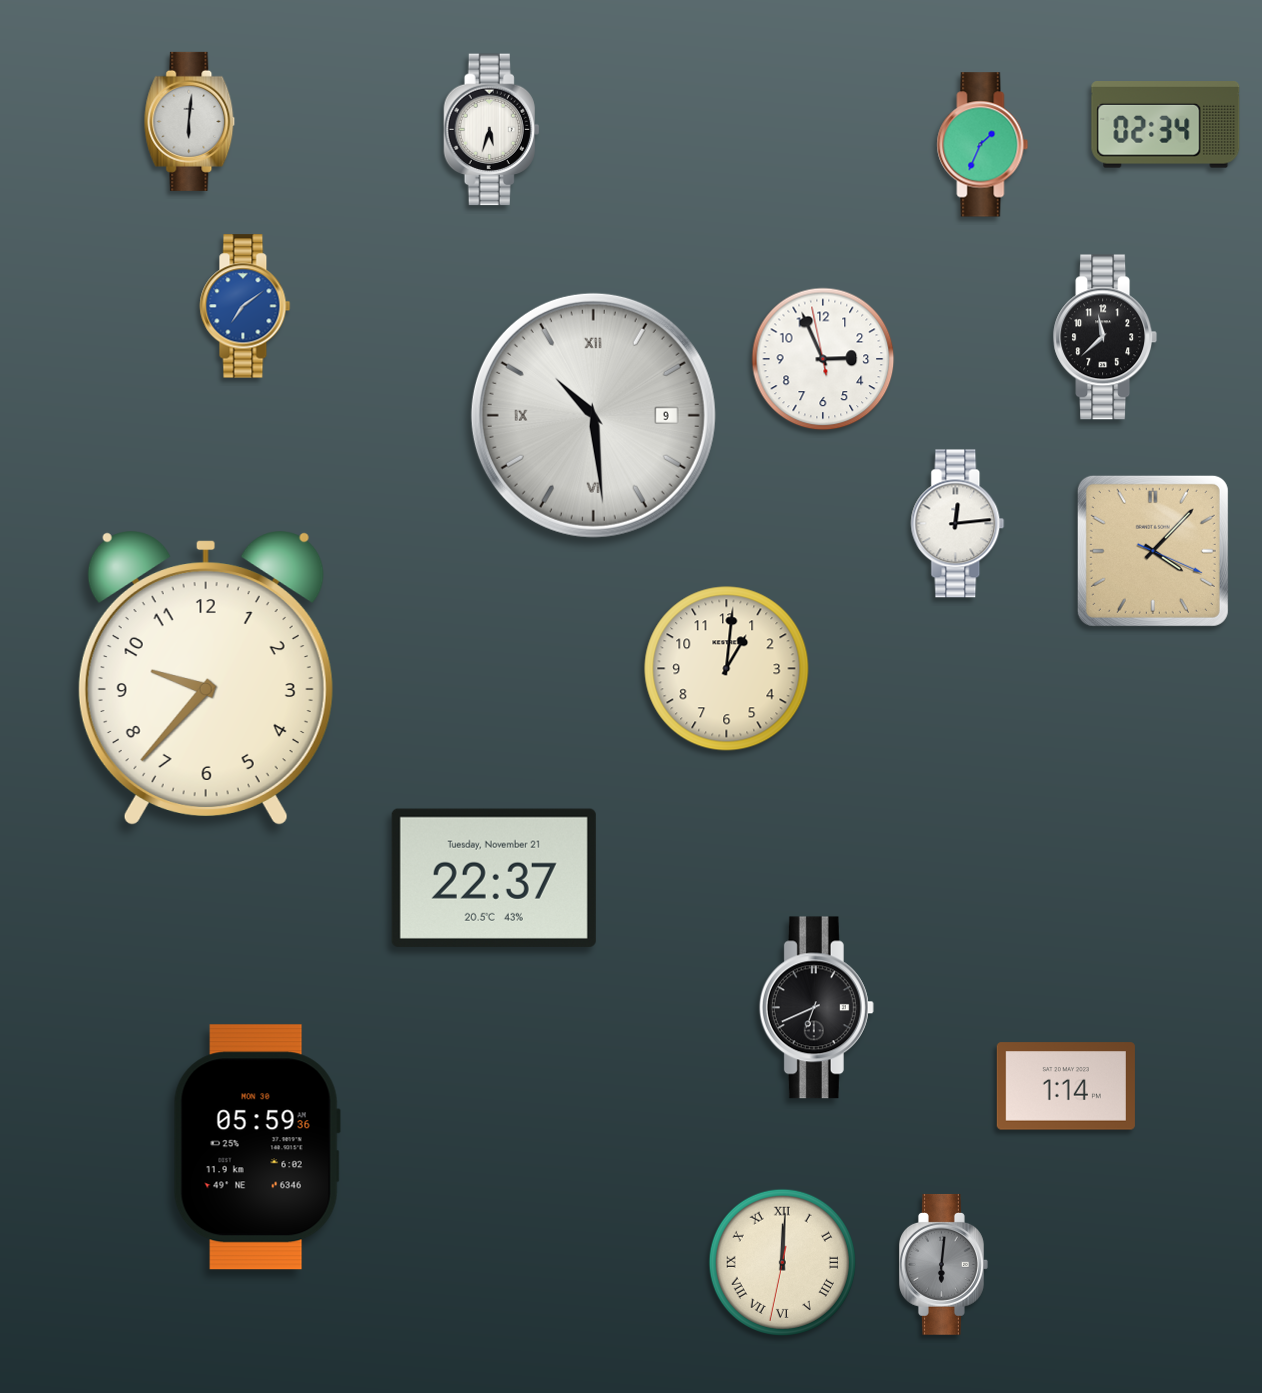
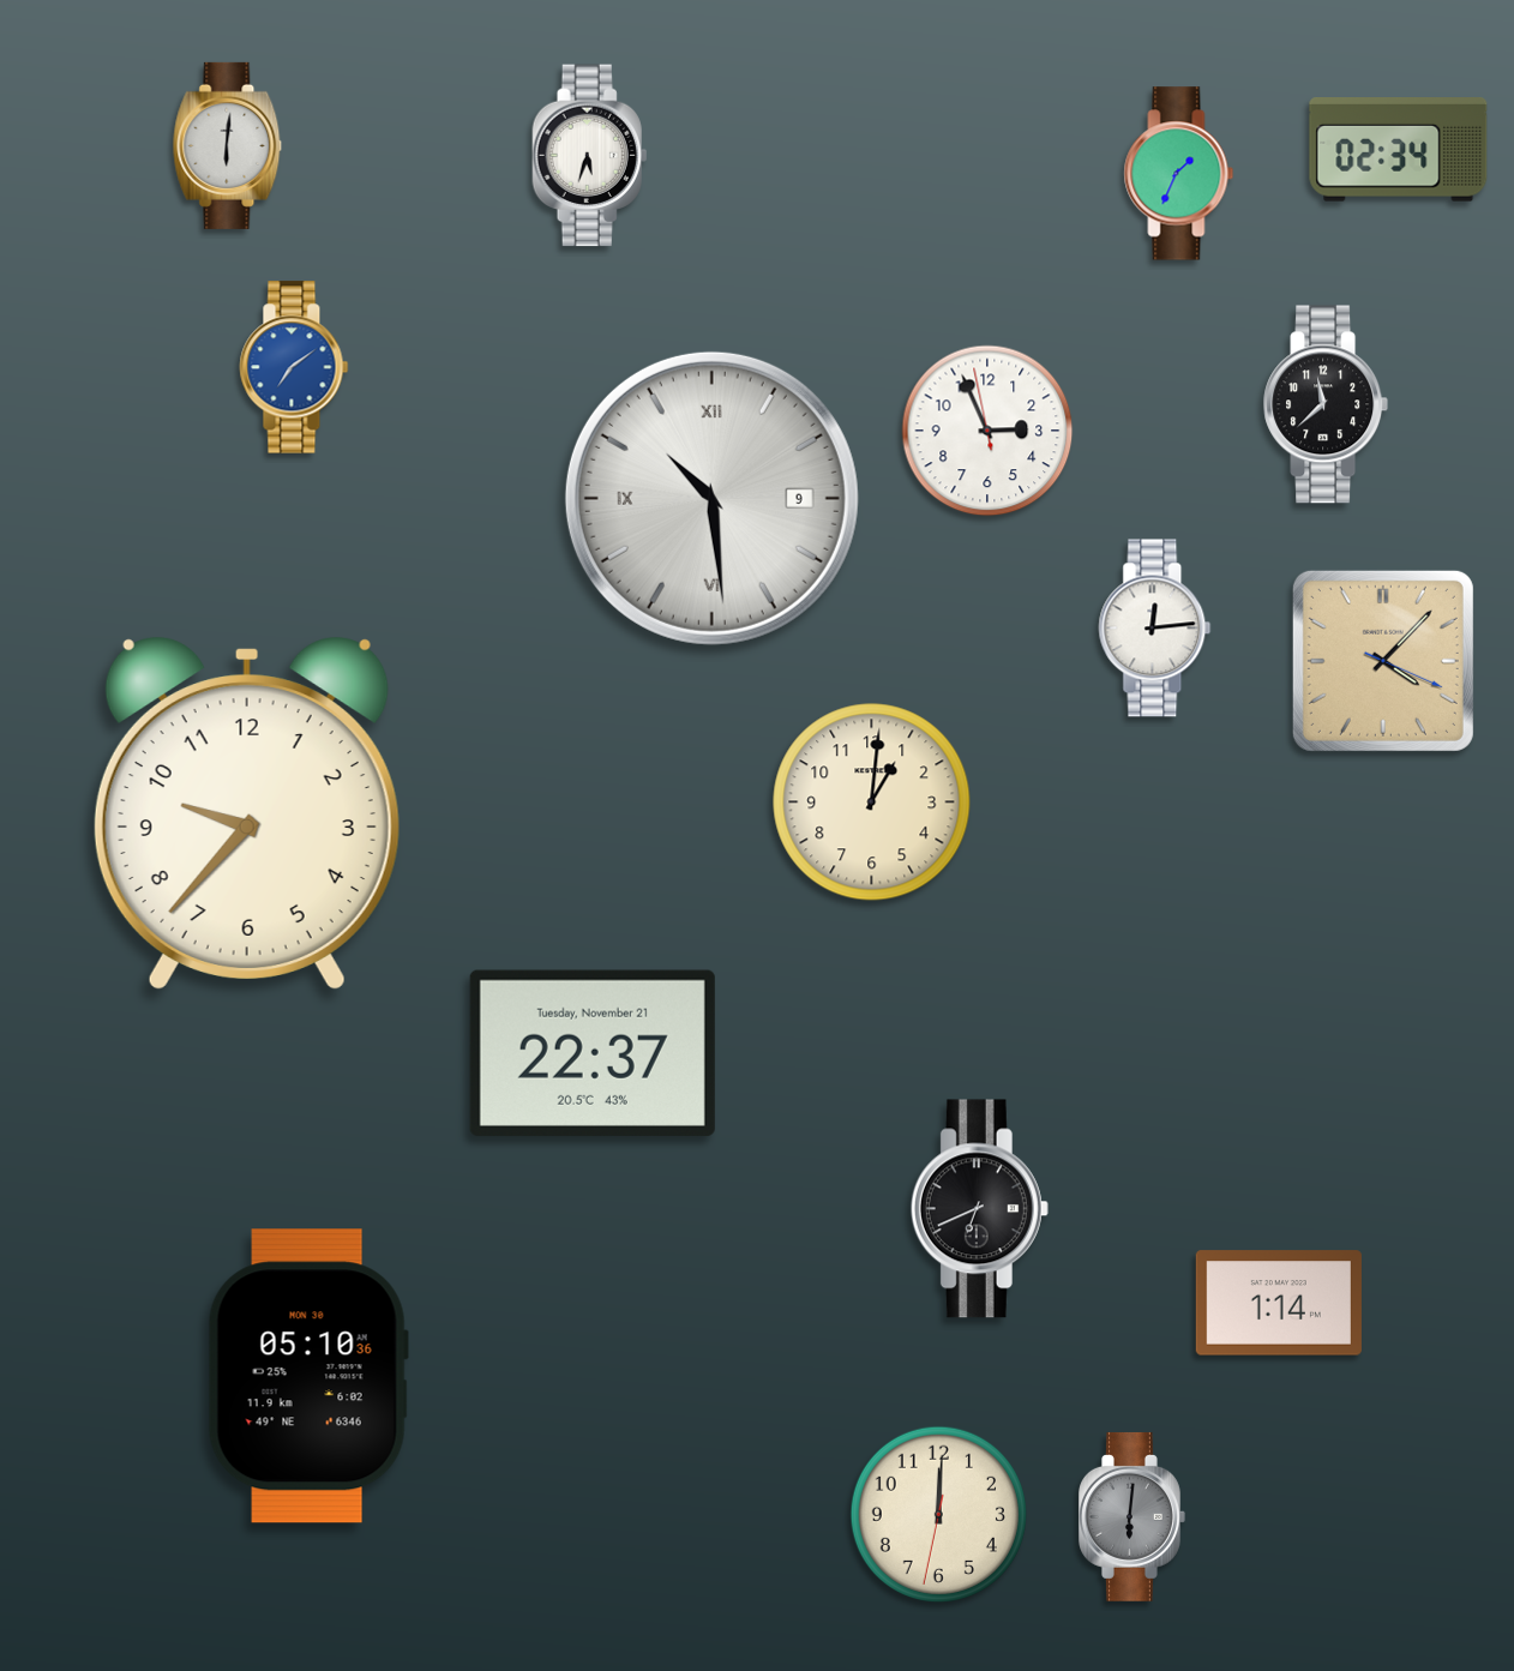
clock at (958, 524) position: (958, 524) -> (1155, 629)
clock at (257, 1147): 05:59 -> 05:10
clock at (782, 1262) numerals: Roman -> Arabic
